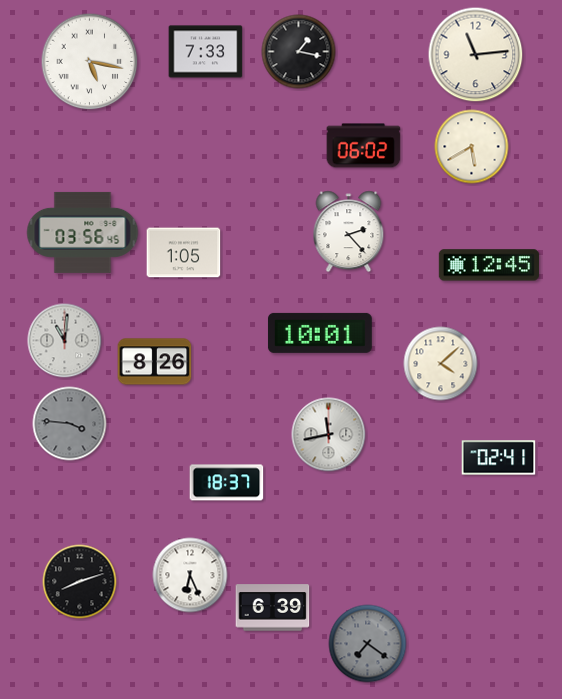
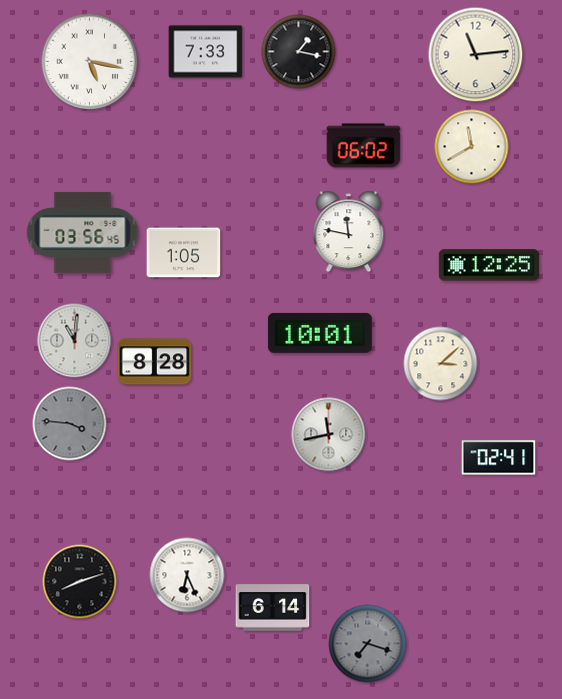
clock at (472, 147): 5:40 -> 11:40
clock at (349, 232): 2:23 -> 11:47
clock at (489, 265): 12:45 -> 12:25
clock at (65, 341) position: (65, 341) -> (75, 341)
clock at (155, 362): 8:26 -> 8:28
clock at (441, 364): 4:08 -> 3:08
clock at (227, 483): 18:37 -> none
clock at (190, 575) position: (190, 575) -> (187, 575)
clock at (273, 608): 6:39 -> 6:14
clock at (368, 644): 7:21 -> 7:18
